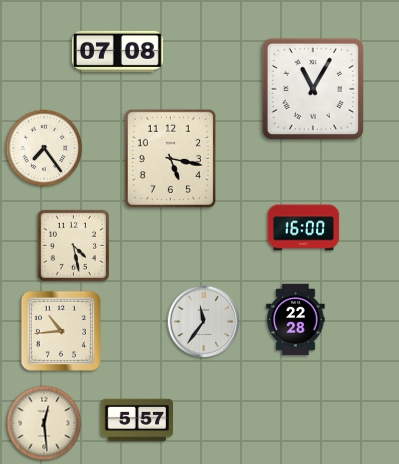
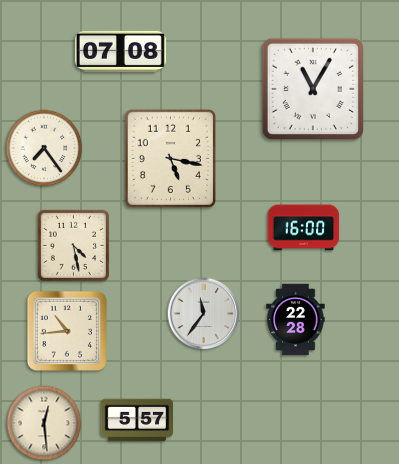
clock at (117, 51) position: (117, 51) -> (120, 51)
clock at (204, 322) position: (204, 322) -> (204, 314)
clock at (61, 331) position: (61, 331) -> (67, 331)
